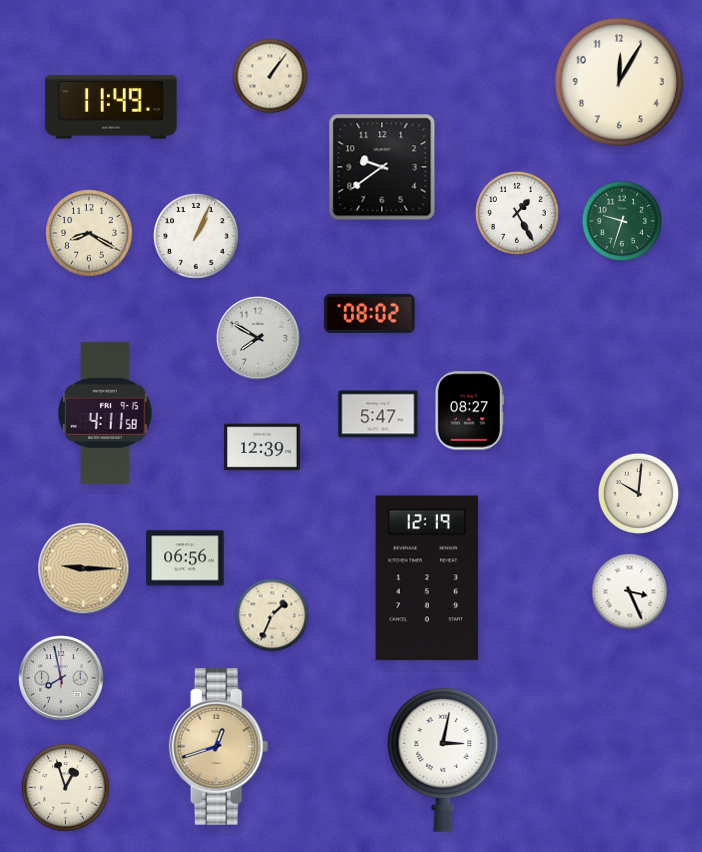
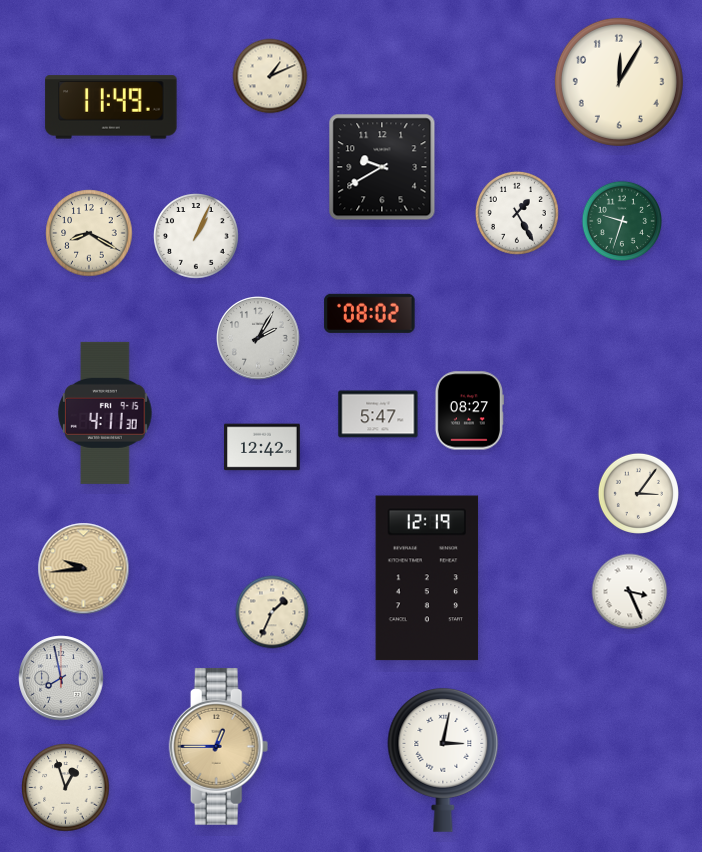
clock at (270, 76): 1:06 -> 1:11
clock at (382, 167): 9:39 -> 9:40
clock at (258, 338): 7:50 -> 2:05
clock at (105, 413): 4:11:58 -> 4:11:30
clock at (262, 447): 12:39 -> 12:42
clock at (638, 493): 10:01 -> 3:06
clock at (185, 558): 06:56 -> none
clock at (84, 569): 9:15 -> 9:44
clock at (272, 615) position: (272, 615) -> (272, 612)
clock at (219, 746): 12:42 -> 12:45
